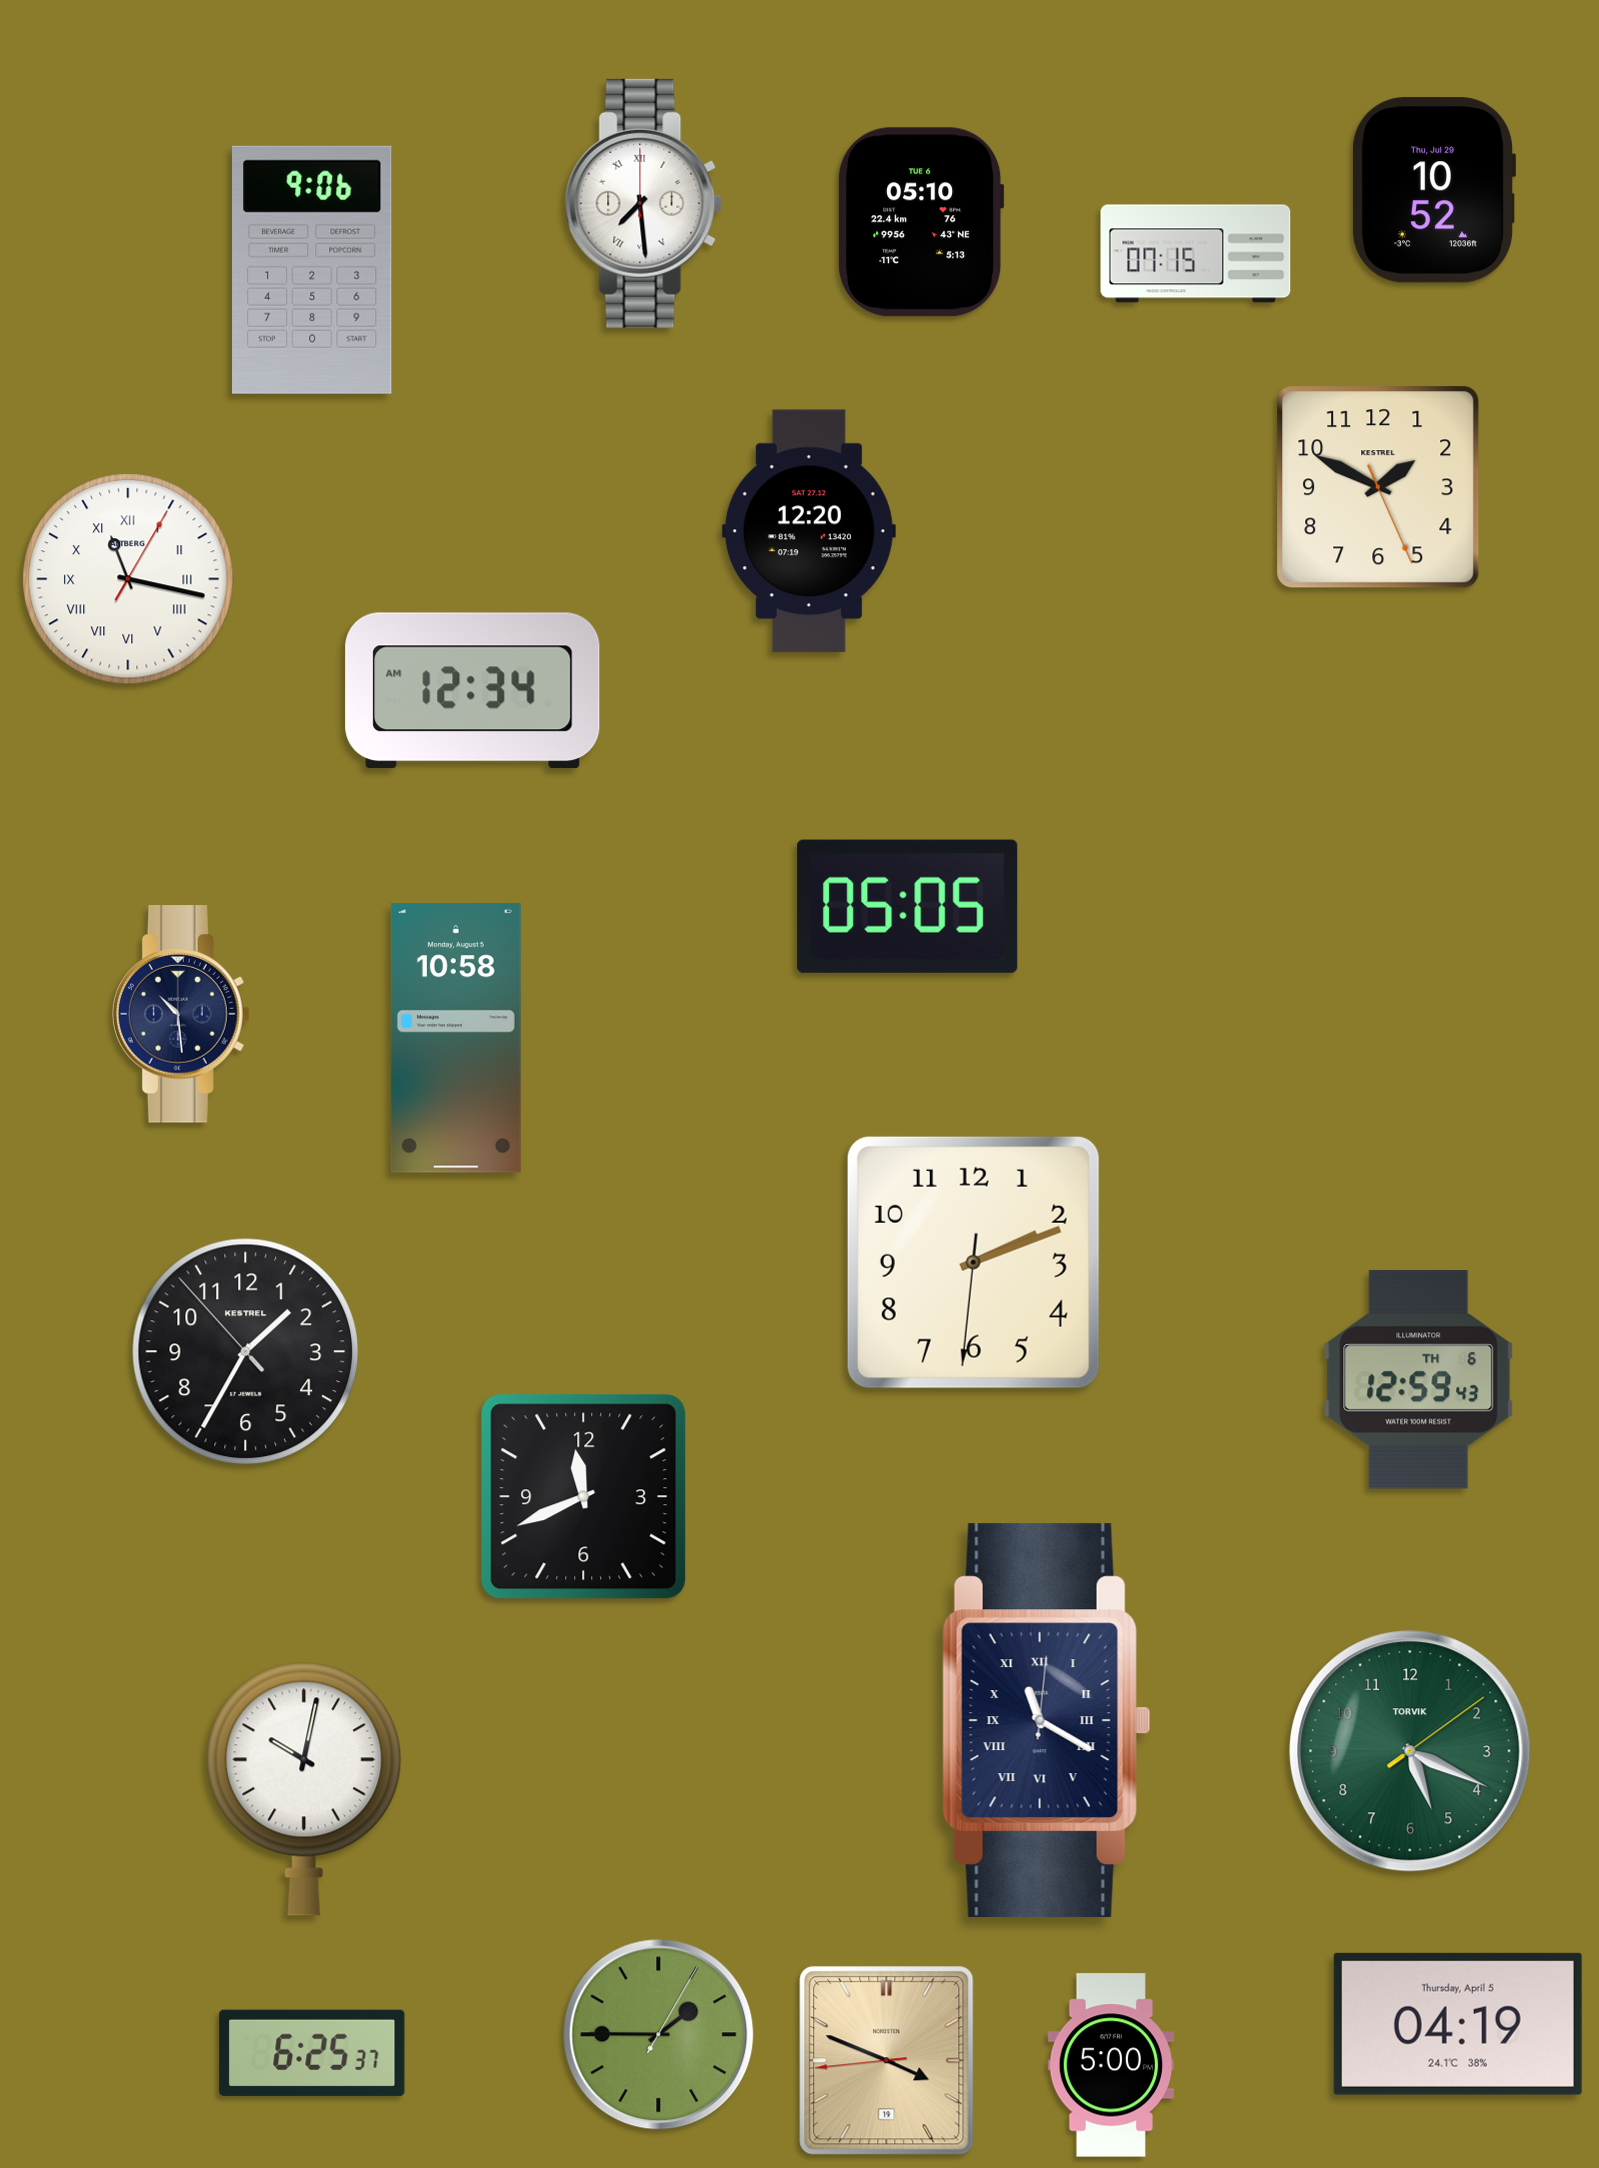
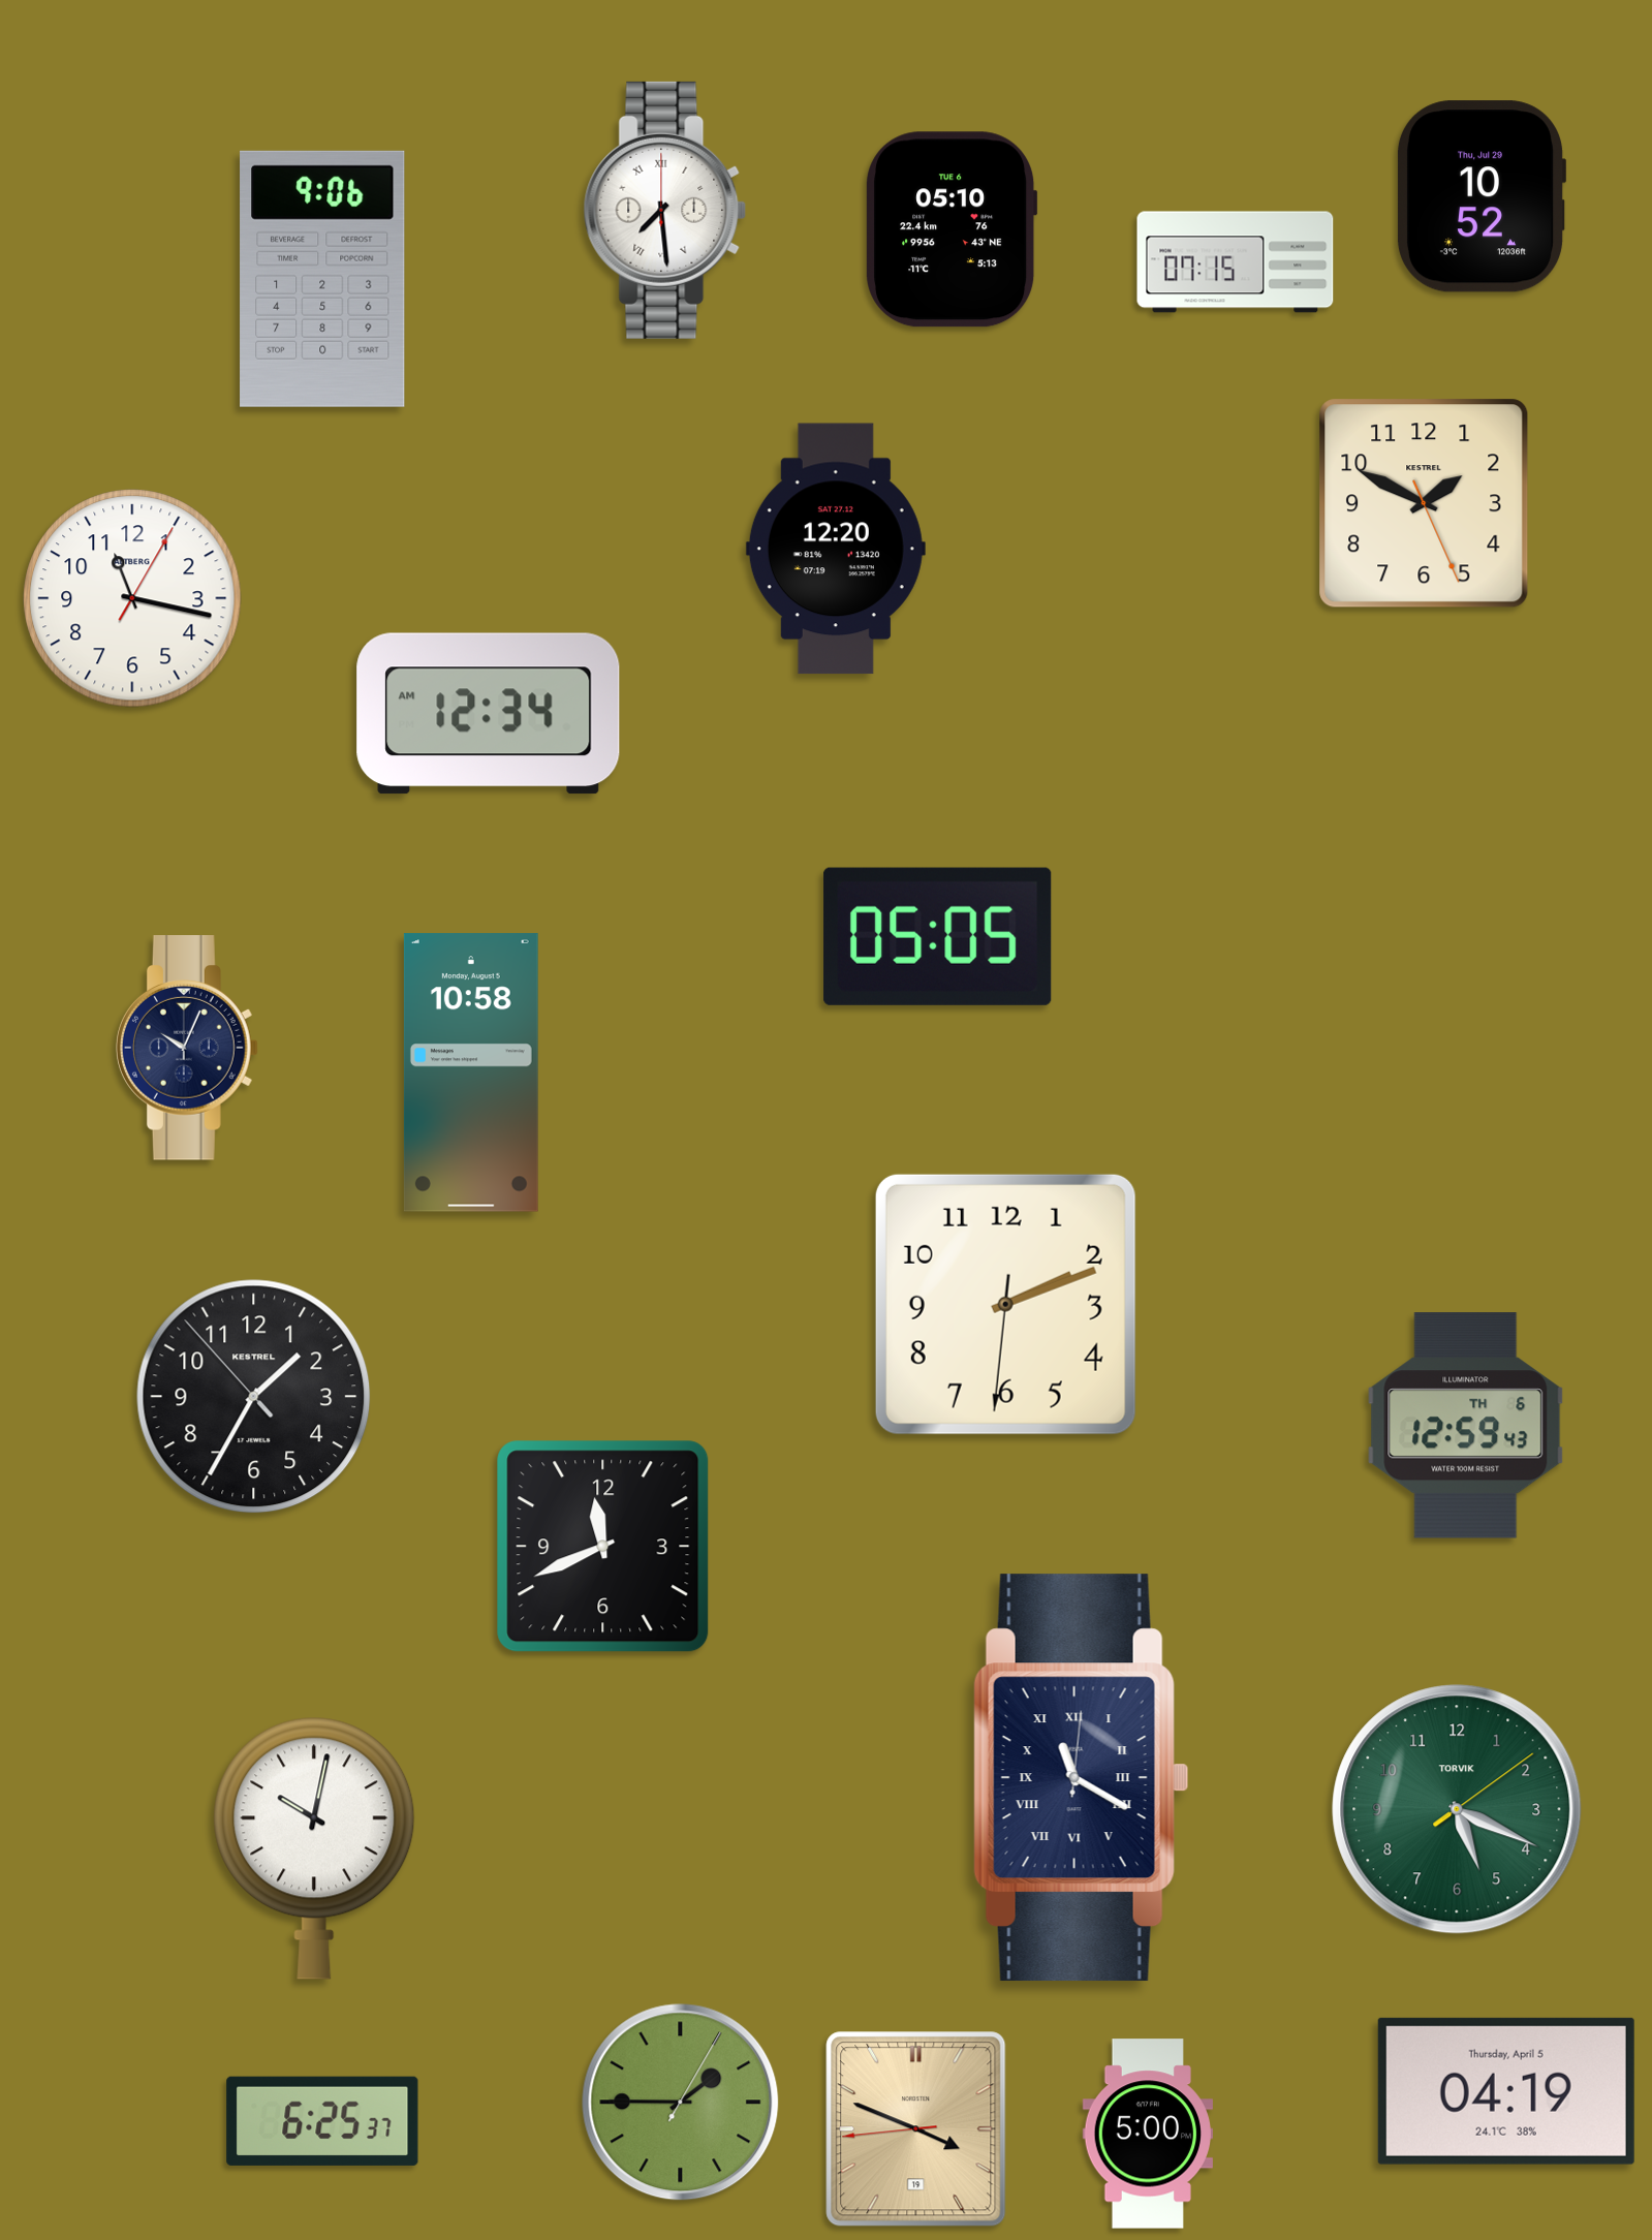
clock at (128, 579) numerals: Roman -> Arabic
clock at (181, 1014): 10:29 -> 10:04
